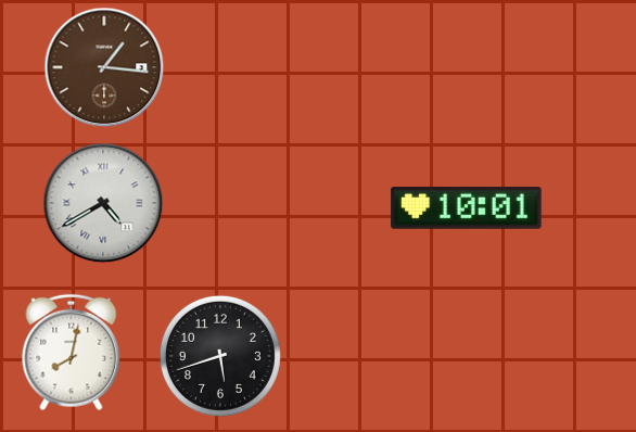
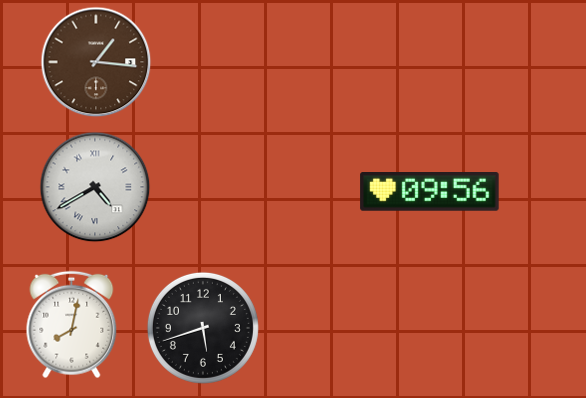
clock at (467, 208): 10:01 -> 09:56
clock at (72, 353) position: (72, 353) -> (72, 325)
